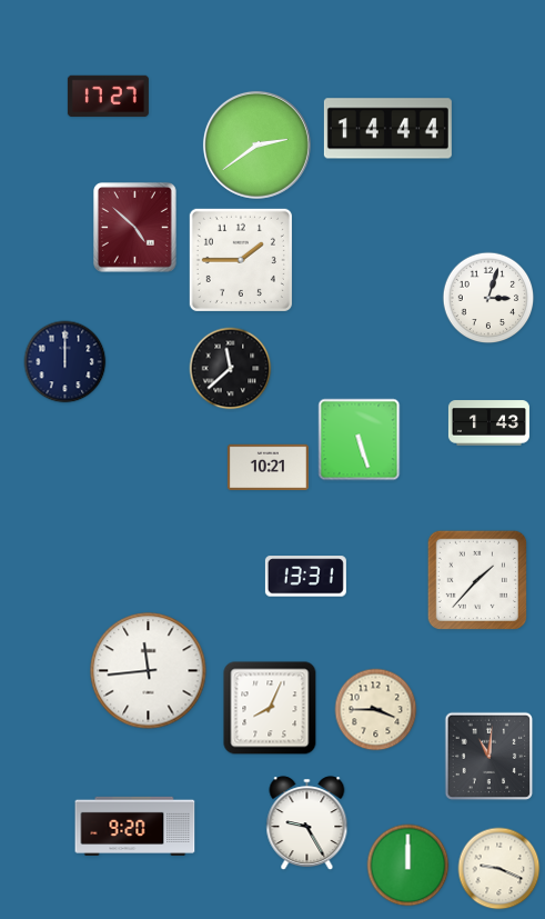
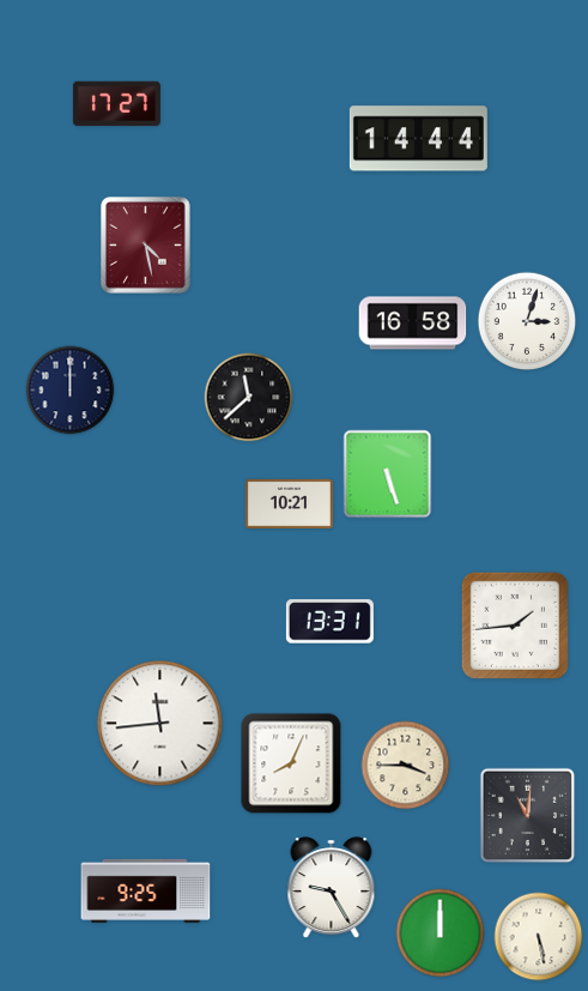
clock at (256, 144): 2:39 -> none
clock at (135, 228): 4:52 -> 4:28
clock at (241, 260): 1:45 -> none
clock at (413, 324): none -> 16:58
clock at (488, 423): 1:43 -> none
clock at (477, 580): 1:37 -> 1:44
clock at (135, 826): 9:20 -> 9:25
clock at (499, 869): 9:19 -> 5:28
